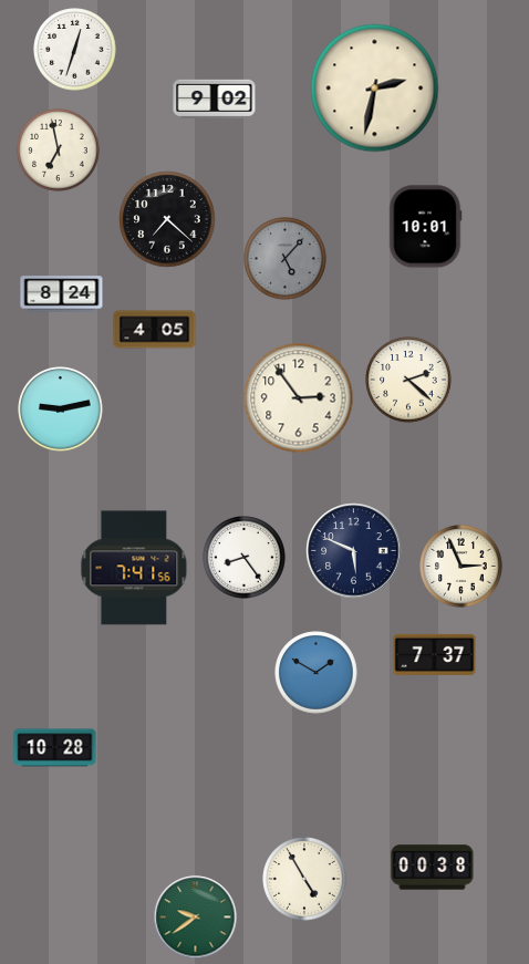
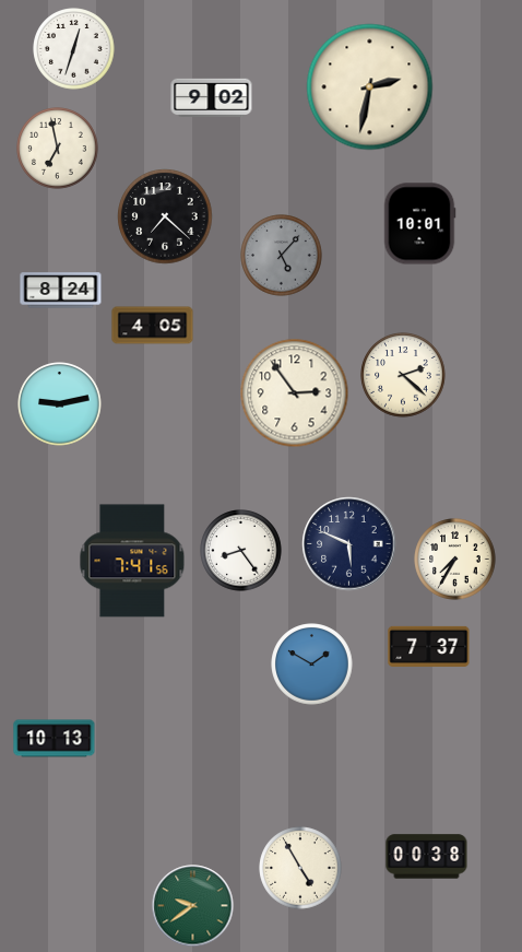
clock at (461, 567): 2:56 -> 7:35
clock at (55, 748): 10:28 -> 10:13
